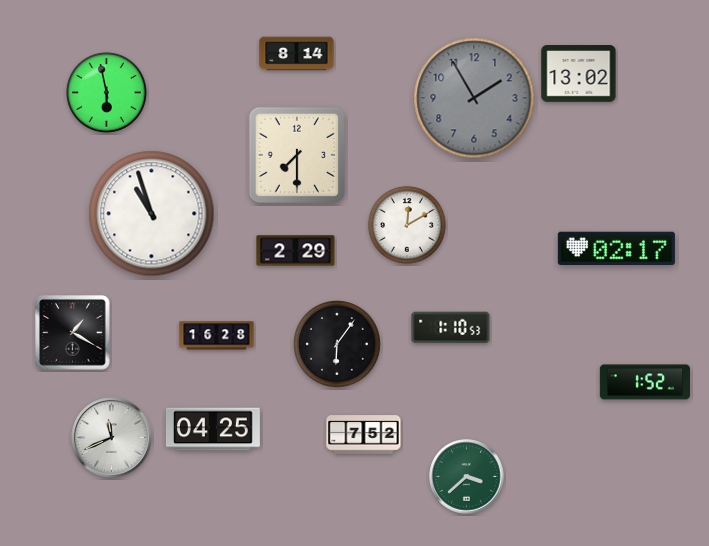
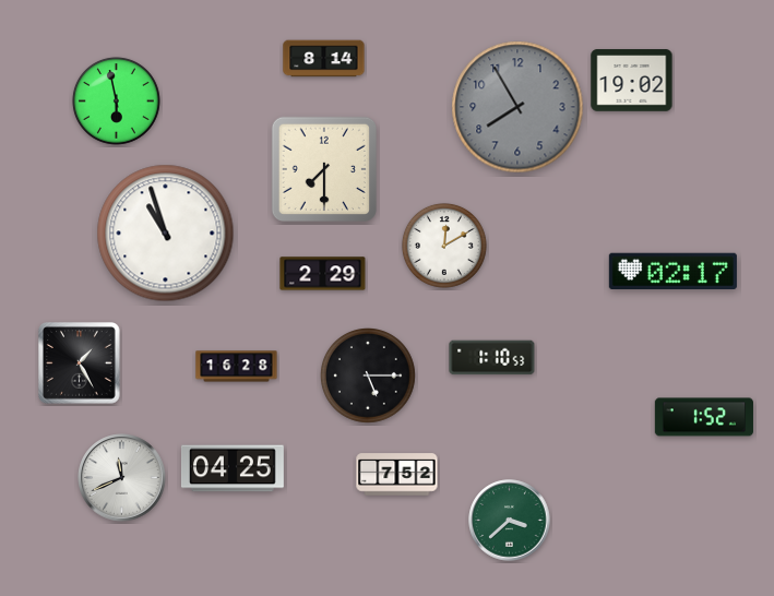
clock at (579, 74): 13:02 -> 19:02
clock at (474, 98): 1:55 -> 7:55
clock at (73, 333): 1:20 -> 1:25
clock at (338, 345): 6:06 -> 5:15
